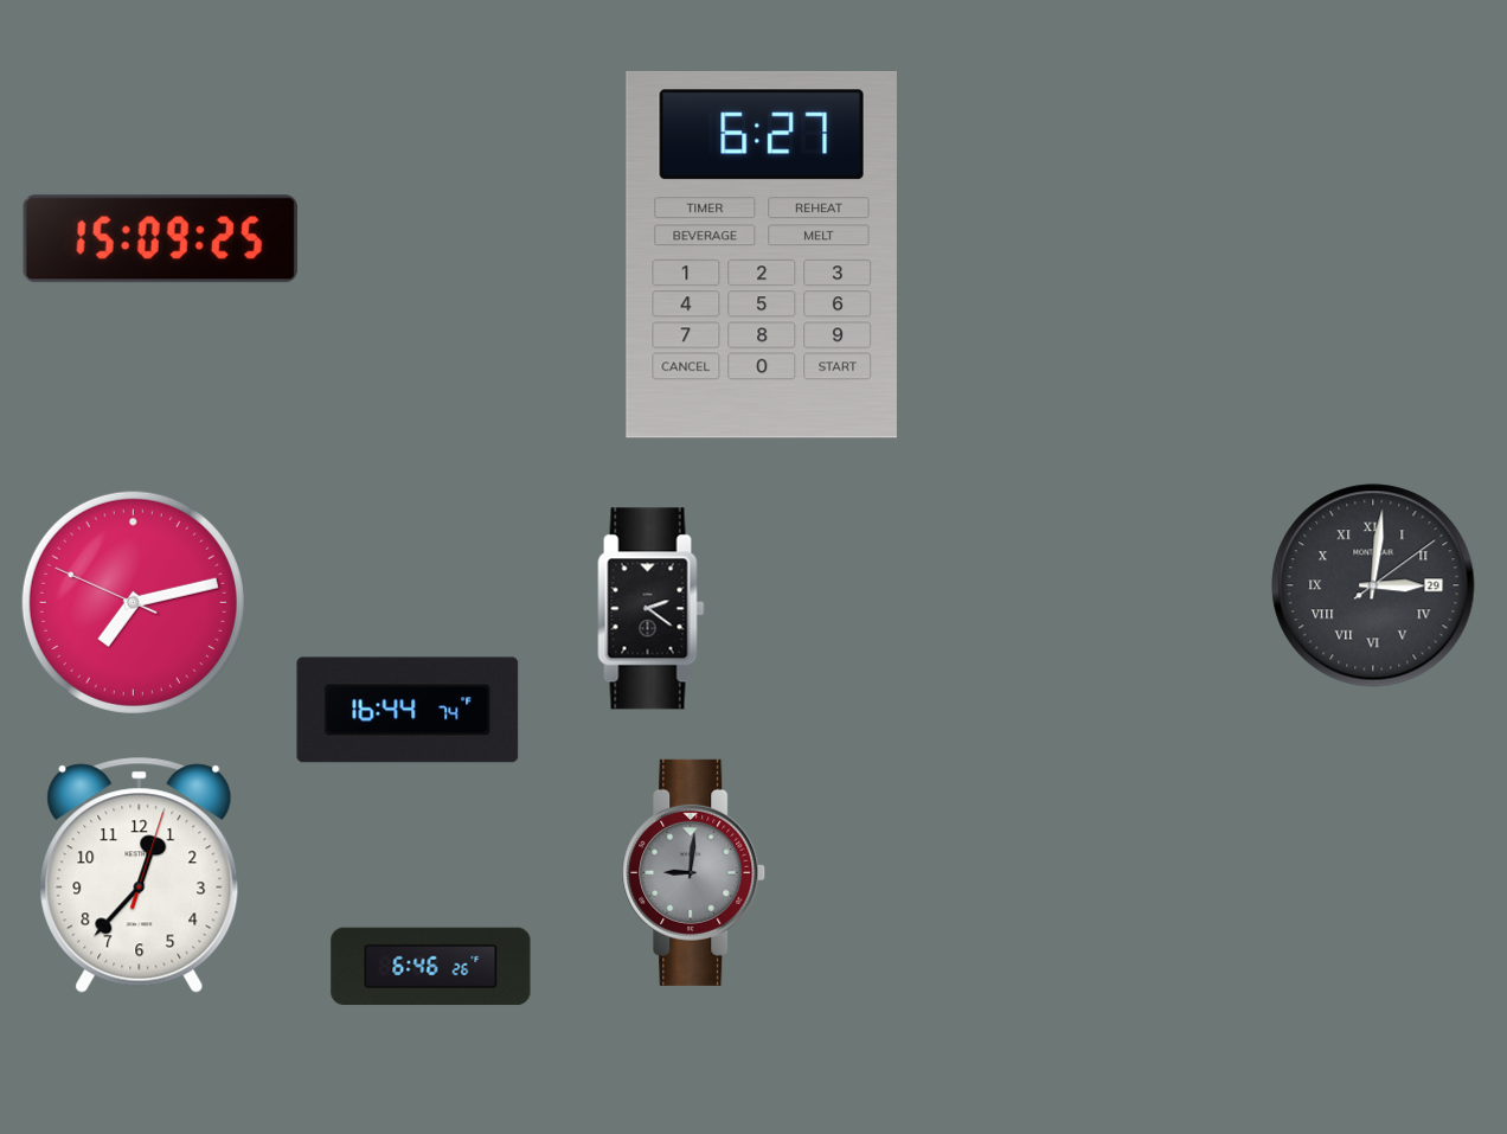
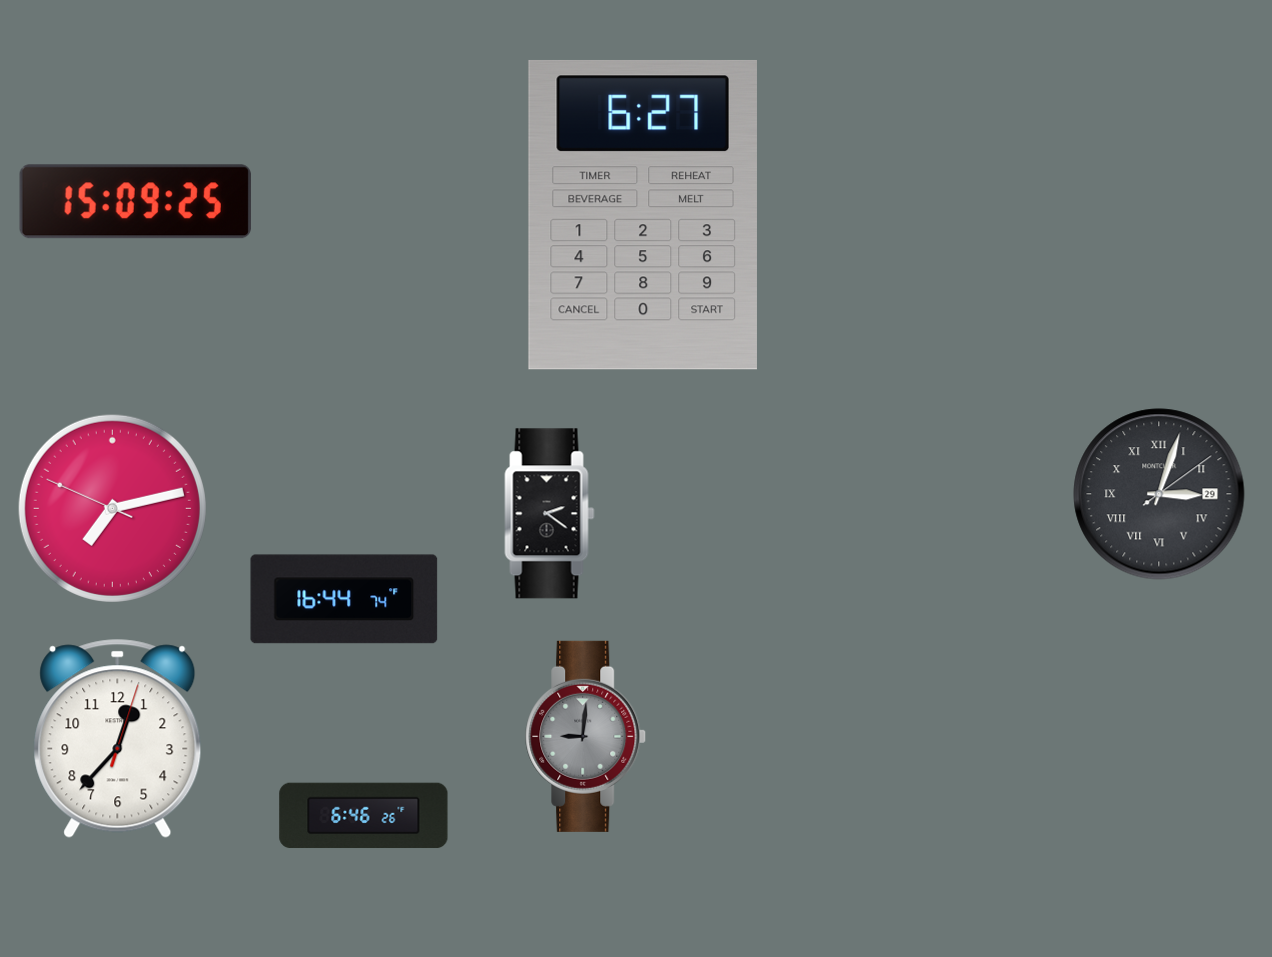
clock at (1373, 585): 3:01 -> 3:03
